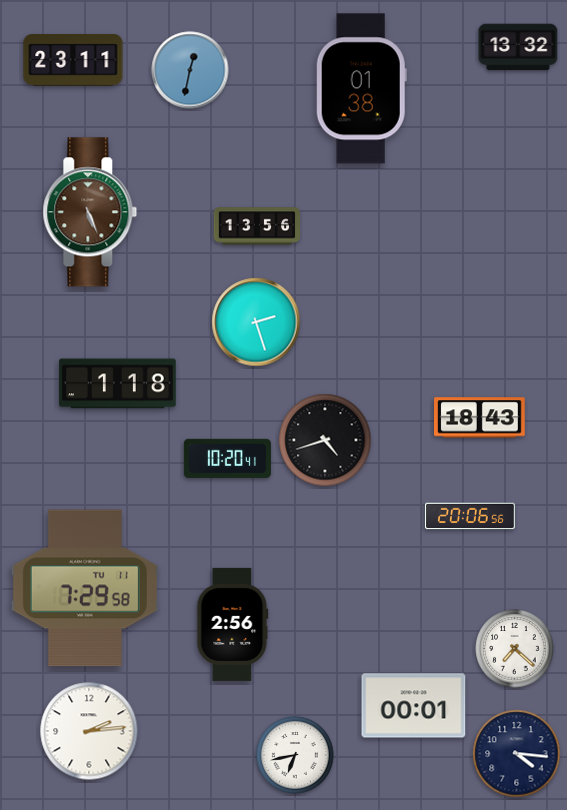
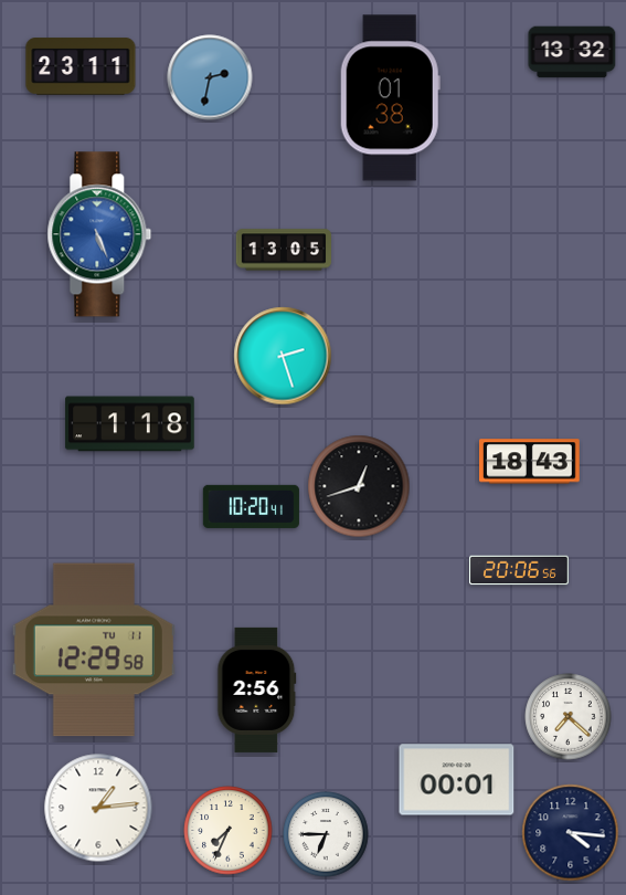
clock at (190, 70): 12:32 -> 2:32
clock at (361, 89) position: (361, 89) -> (390, 98)
clock at (90, 212) dial: brown -> blue
clock at (256, 226): 13:56 -> 13:05
clock at (325, 440): 4:42 -> 12:42
clock at (85, 588): 7:29 -> 12:29
clock at (89, 731): 2:14 -> 1:14
clock at (229, 831): none -> 7:34
clock at (295, 755): 6:43 -> 6:45
